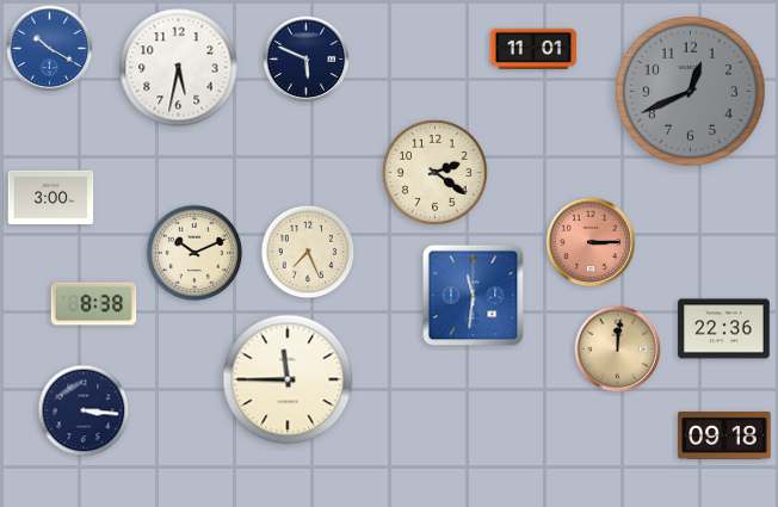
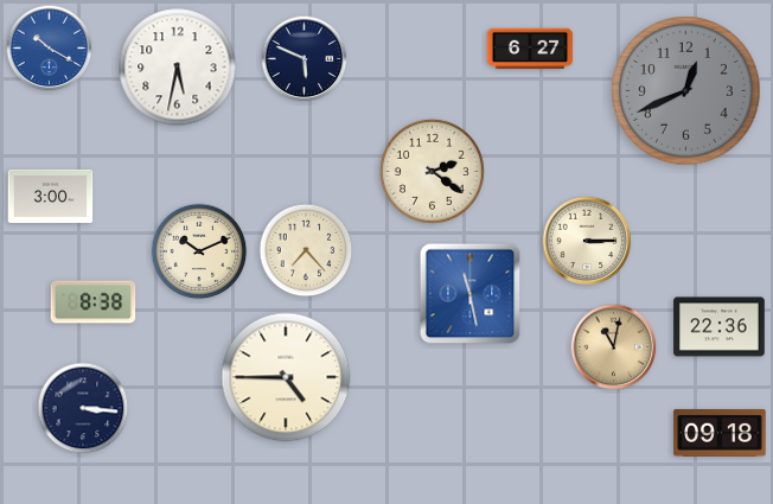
clock at (533, 49): 11:01 -> 6:27
clock at (591, 242) dial: salmon -> cream
clock at (308, 252): 7:26 -> 7:23
clock at (194, 253) position: (194, 253) -> (199, 251)
clock at (474, 296): 11:31 -> 11:28
clock at (618, 350): 12:01 -> 11:02
clock at (288, 379): 11:45 -> 4:45
